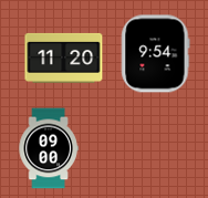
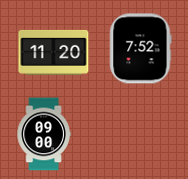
clock at (156, 54): 9:54 -> 7:52
clock at (64, 58) position: (64, 58) -> (54, 52)
